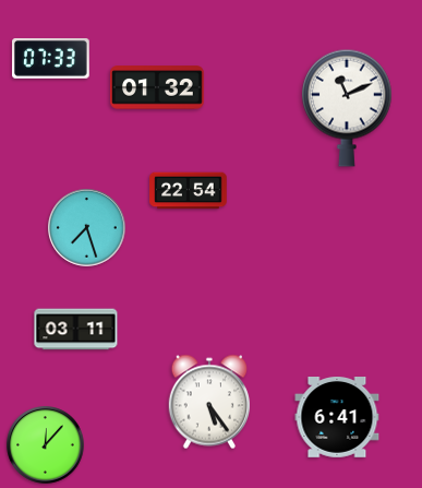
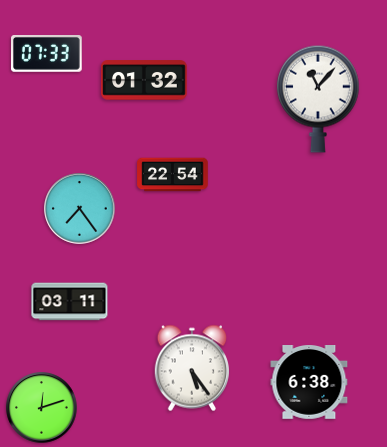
clock at (348, 108): 11:11 -> 11:07
clock at (87, 228): 7:27 -> 7:24
clock at (337, 418): 6:41 -> 6:38
clock at (46, 445): 12:07 -> 12:12
